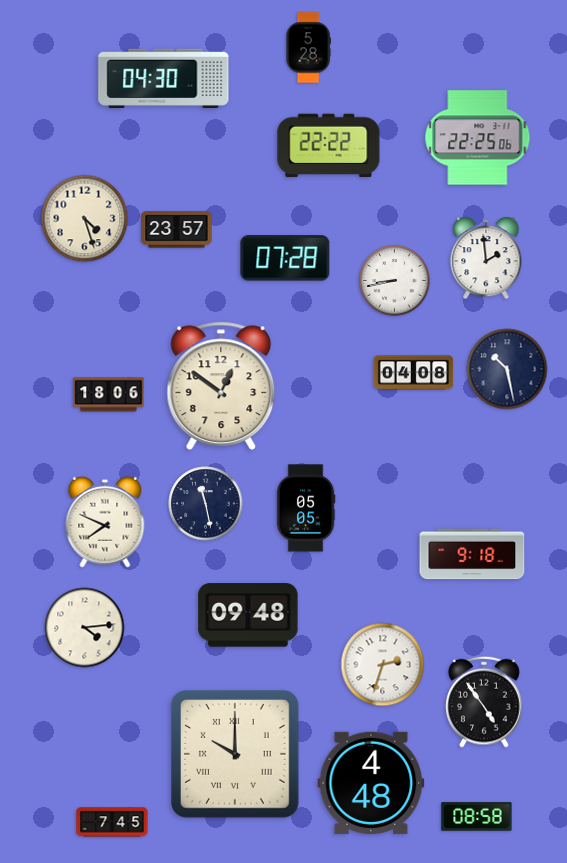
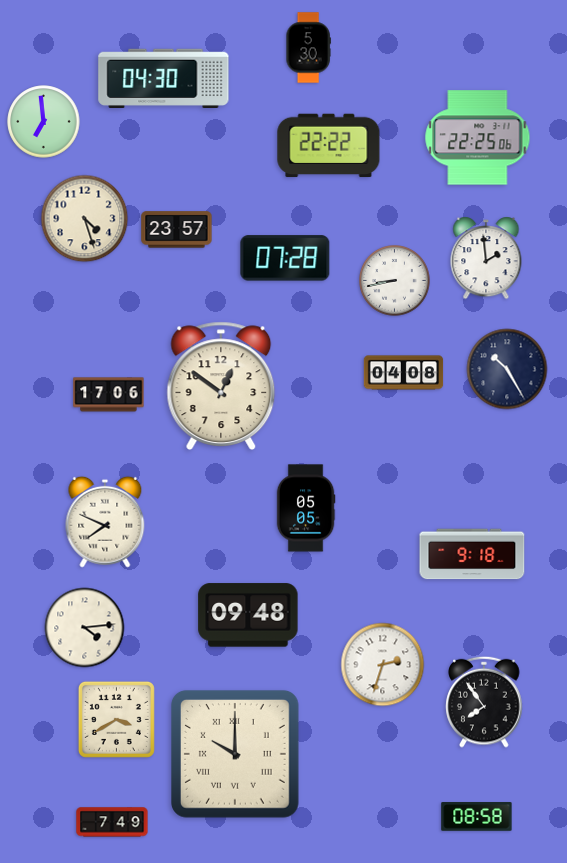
clock at (308, 48): 5:28 -> 5:30
clock at (44, 122): none -> 6:59
clock at (507, 369): 10:28 -> 10:25
clock at (414, 373) position: (414, 373) -> (404, 373)
clock at (109, 395): 18:06 -> 17:06
clock at (206, 504): 11:28 -> none
clock at (484, 702): 4:54 -> 7:54
clock at (116, 719): none -> 3:40
clock at (371, 783): 4:48 -> none
clock at (112, 822): 7:45 -> 7:49
